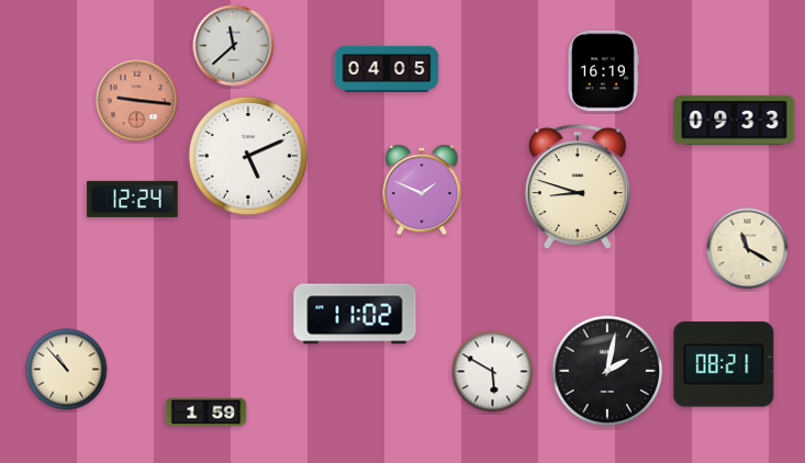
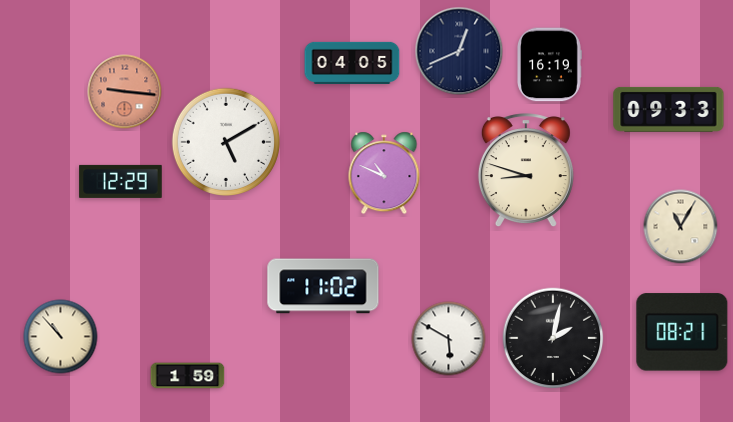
clock at (234, 46): 11:38 -> none
clock at (459, 51): none -> 12:41
clock at (247, 155): 5:11 -> 5:10
clock at (422, 190): 1:49 -> 10:49
clock at (133, 199): 12:24 -> 12:29
clock at (748, 249): 11:20 -> 11:05
clock at (724, 364) position: (724, 364) -> (682, 332)
